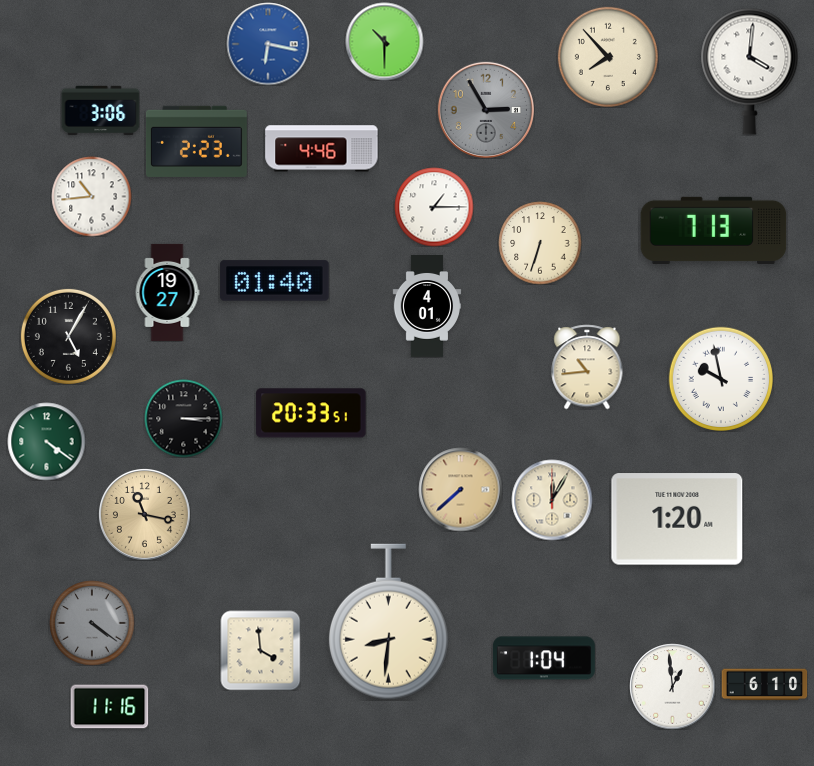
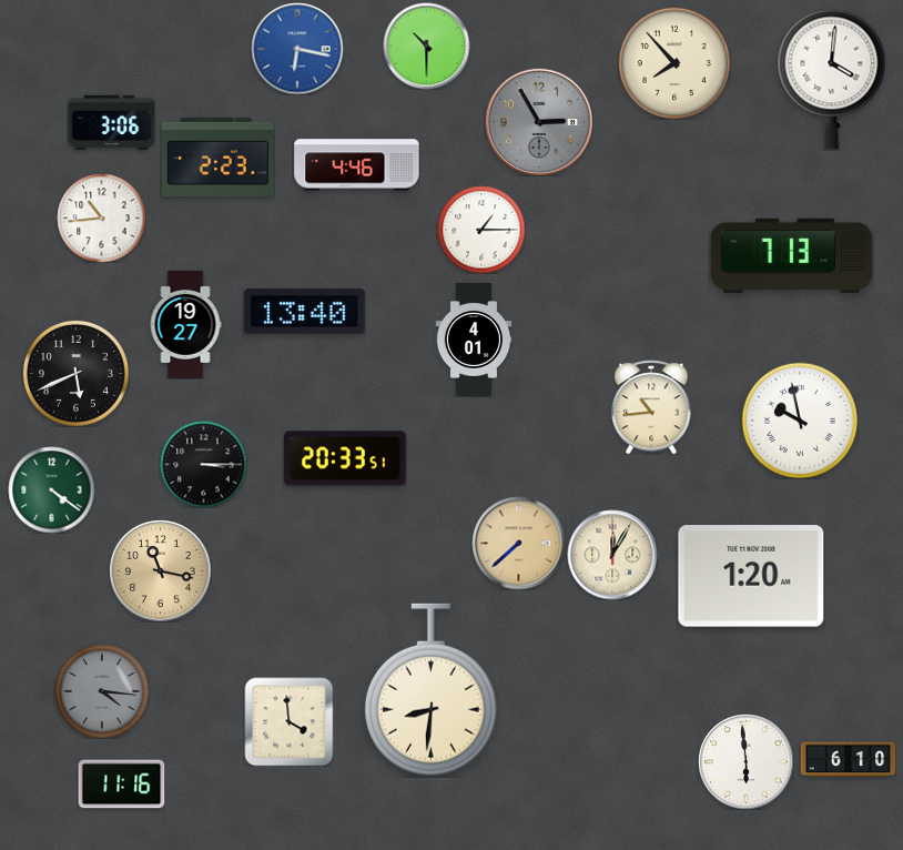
clock at (540, 243): 6:33 -> none
clock at (275, 281): 01:40 -> 13:40
clock at (68, 336): 5:05 -> 5:41
clock at (460, 489) position: (460, 489) -> (518, 543)
clock at (92, 623): 4:21 -> 4:16
clock at (544, 658): 1:04 -> none
clock at (672, 686): 12:59 -> 5:59
